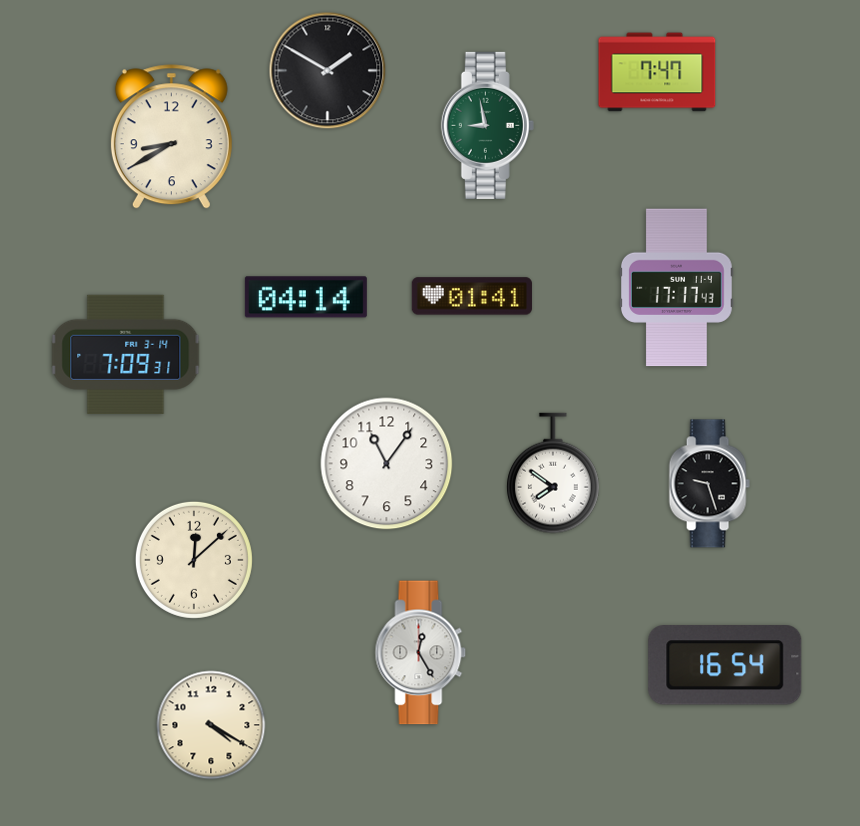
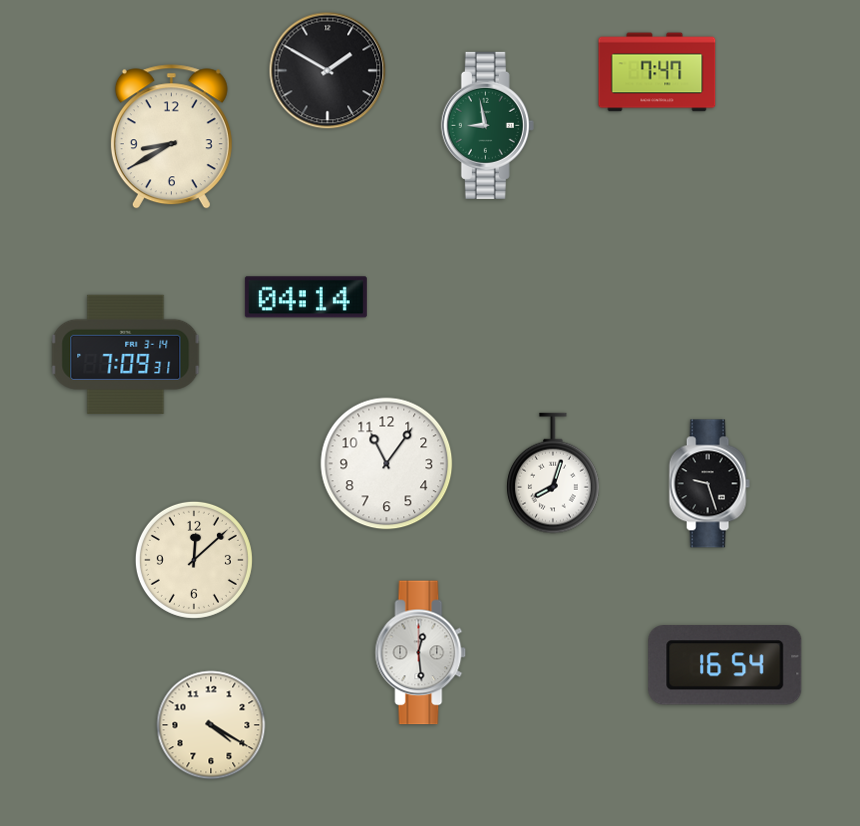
clock at (677, 288): 17:17 -> none
clock at (472, 296): 01:41 -> none
clock at (554, 473): 7:51 -> 8:03
clock at (421, 653): 12:25 -> 12:29
